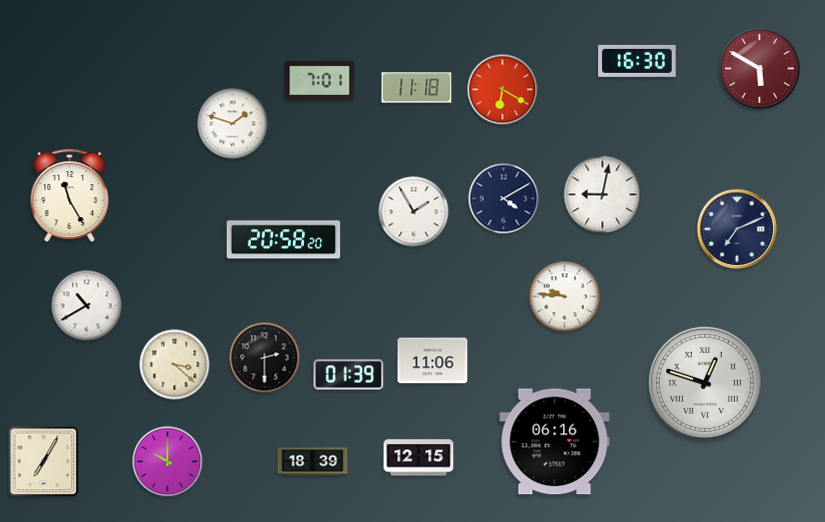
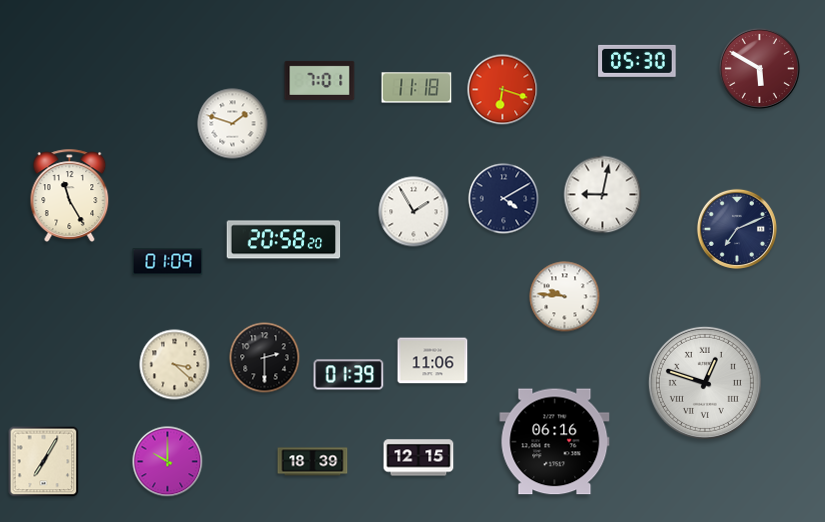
clock at (637, 61): 16:30 -> 05:30
clock at (503, 90): 6:20 -> 6:18
clock at (168, 262): none -> 01:09
clock at (87, 306): 10:40 -> none
